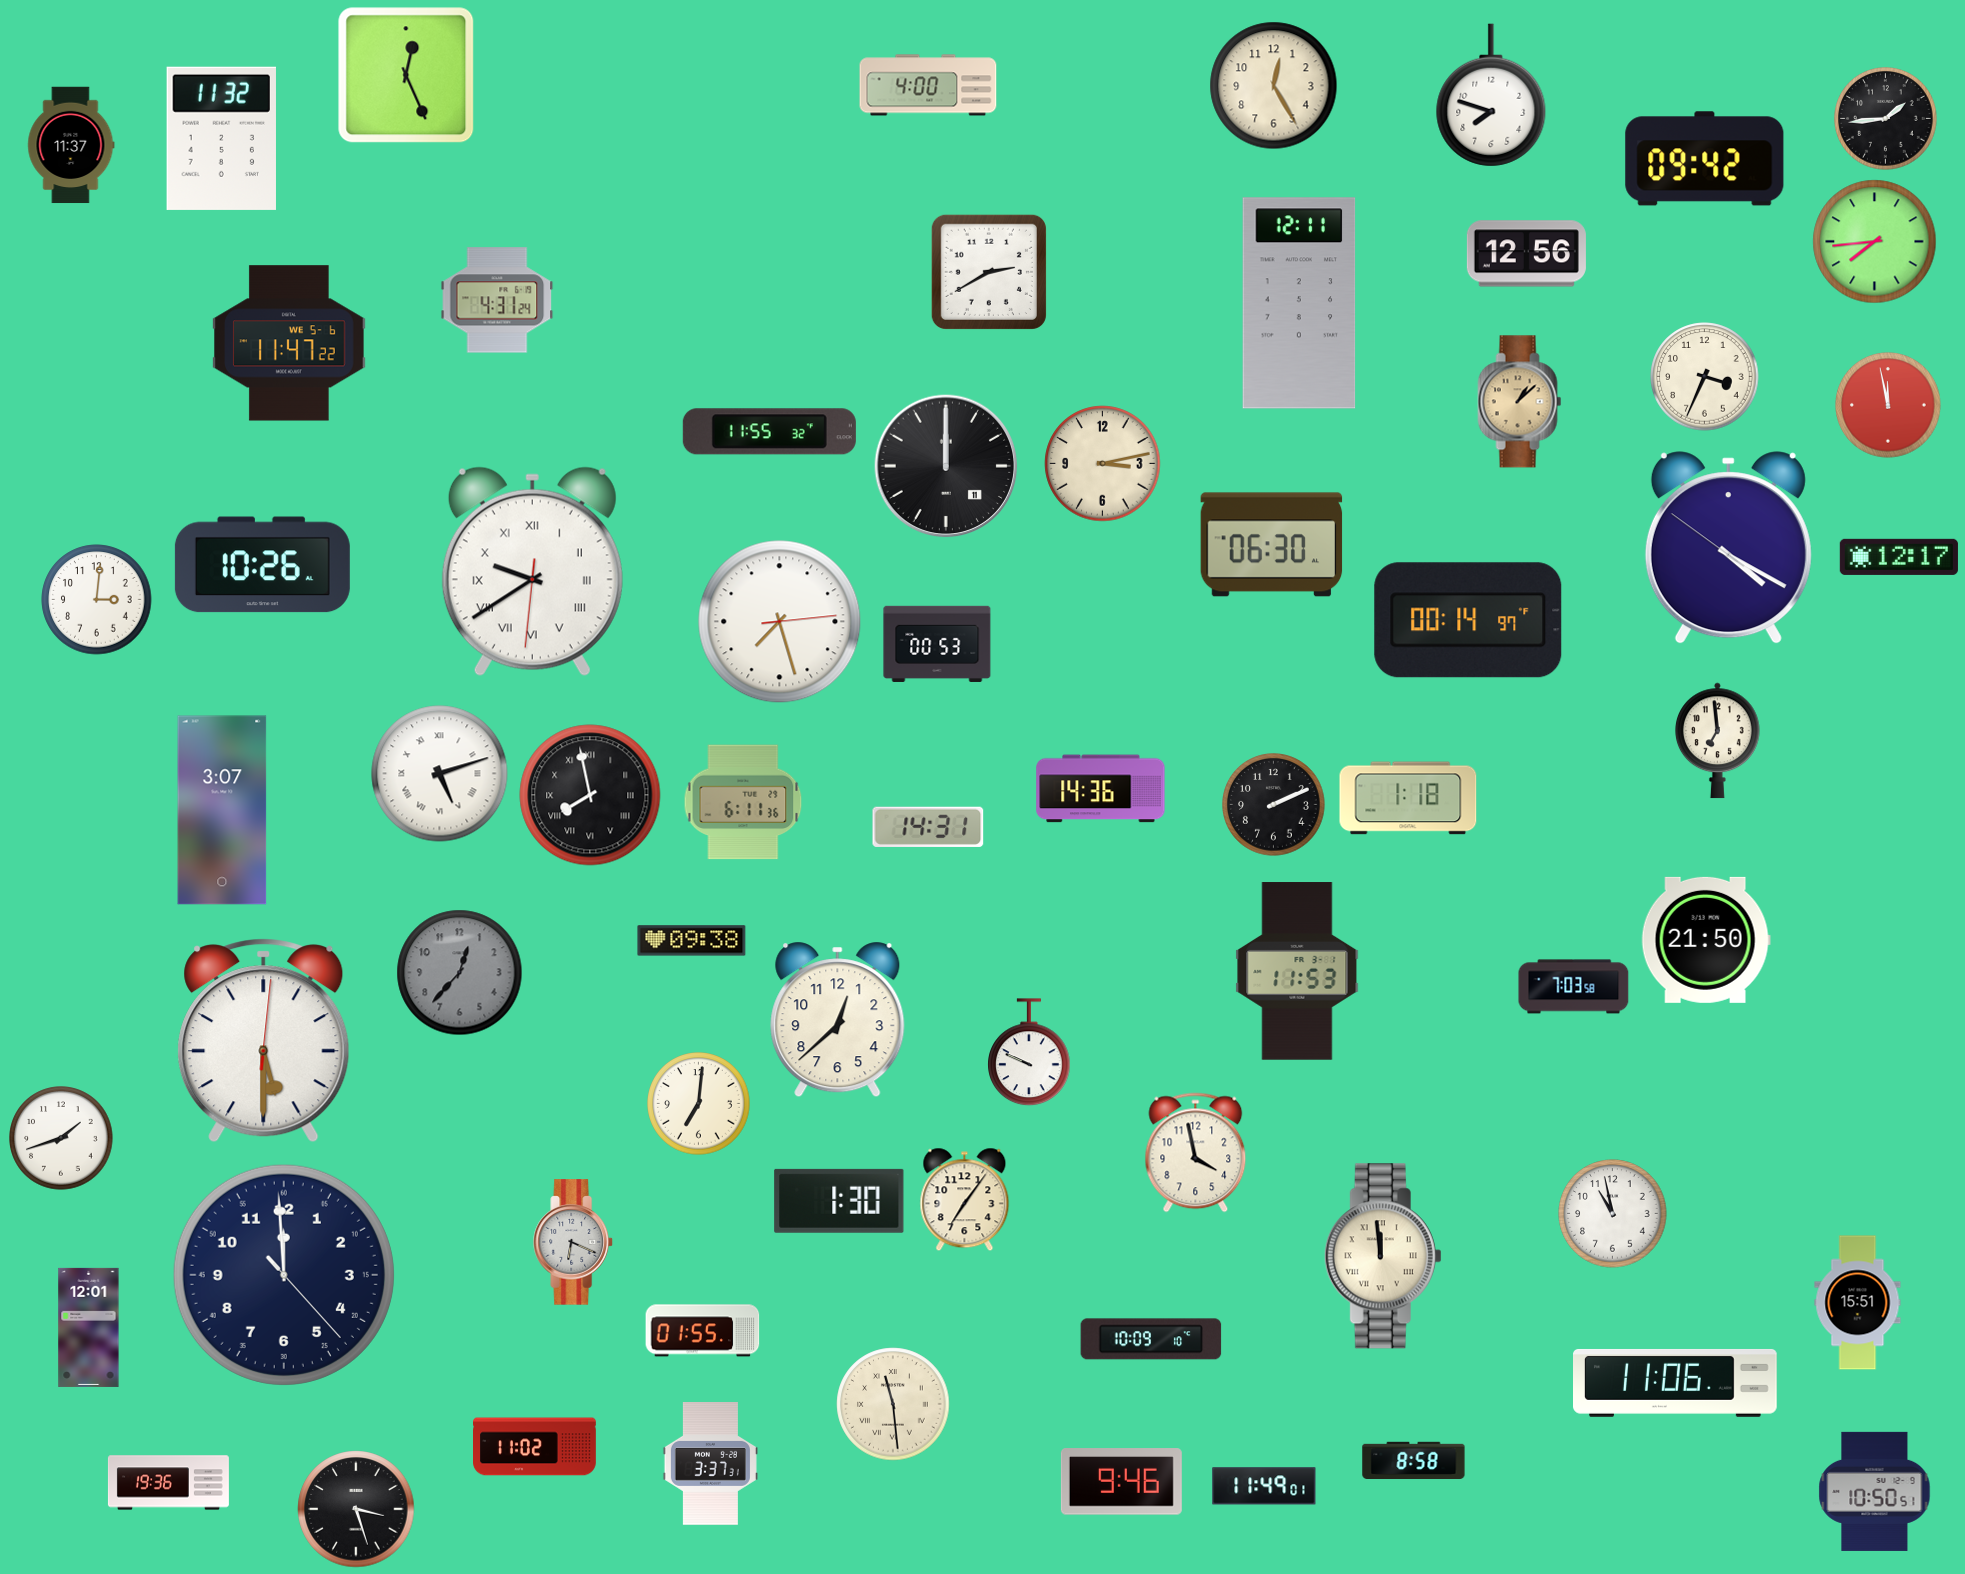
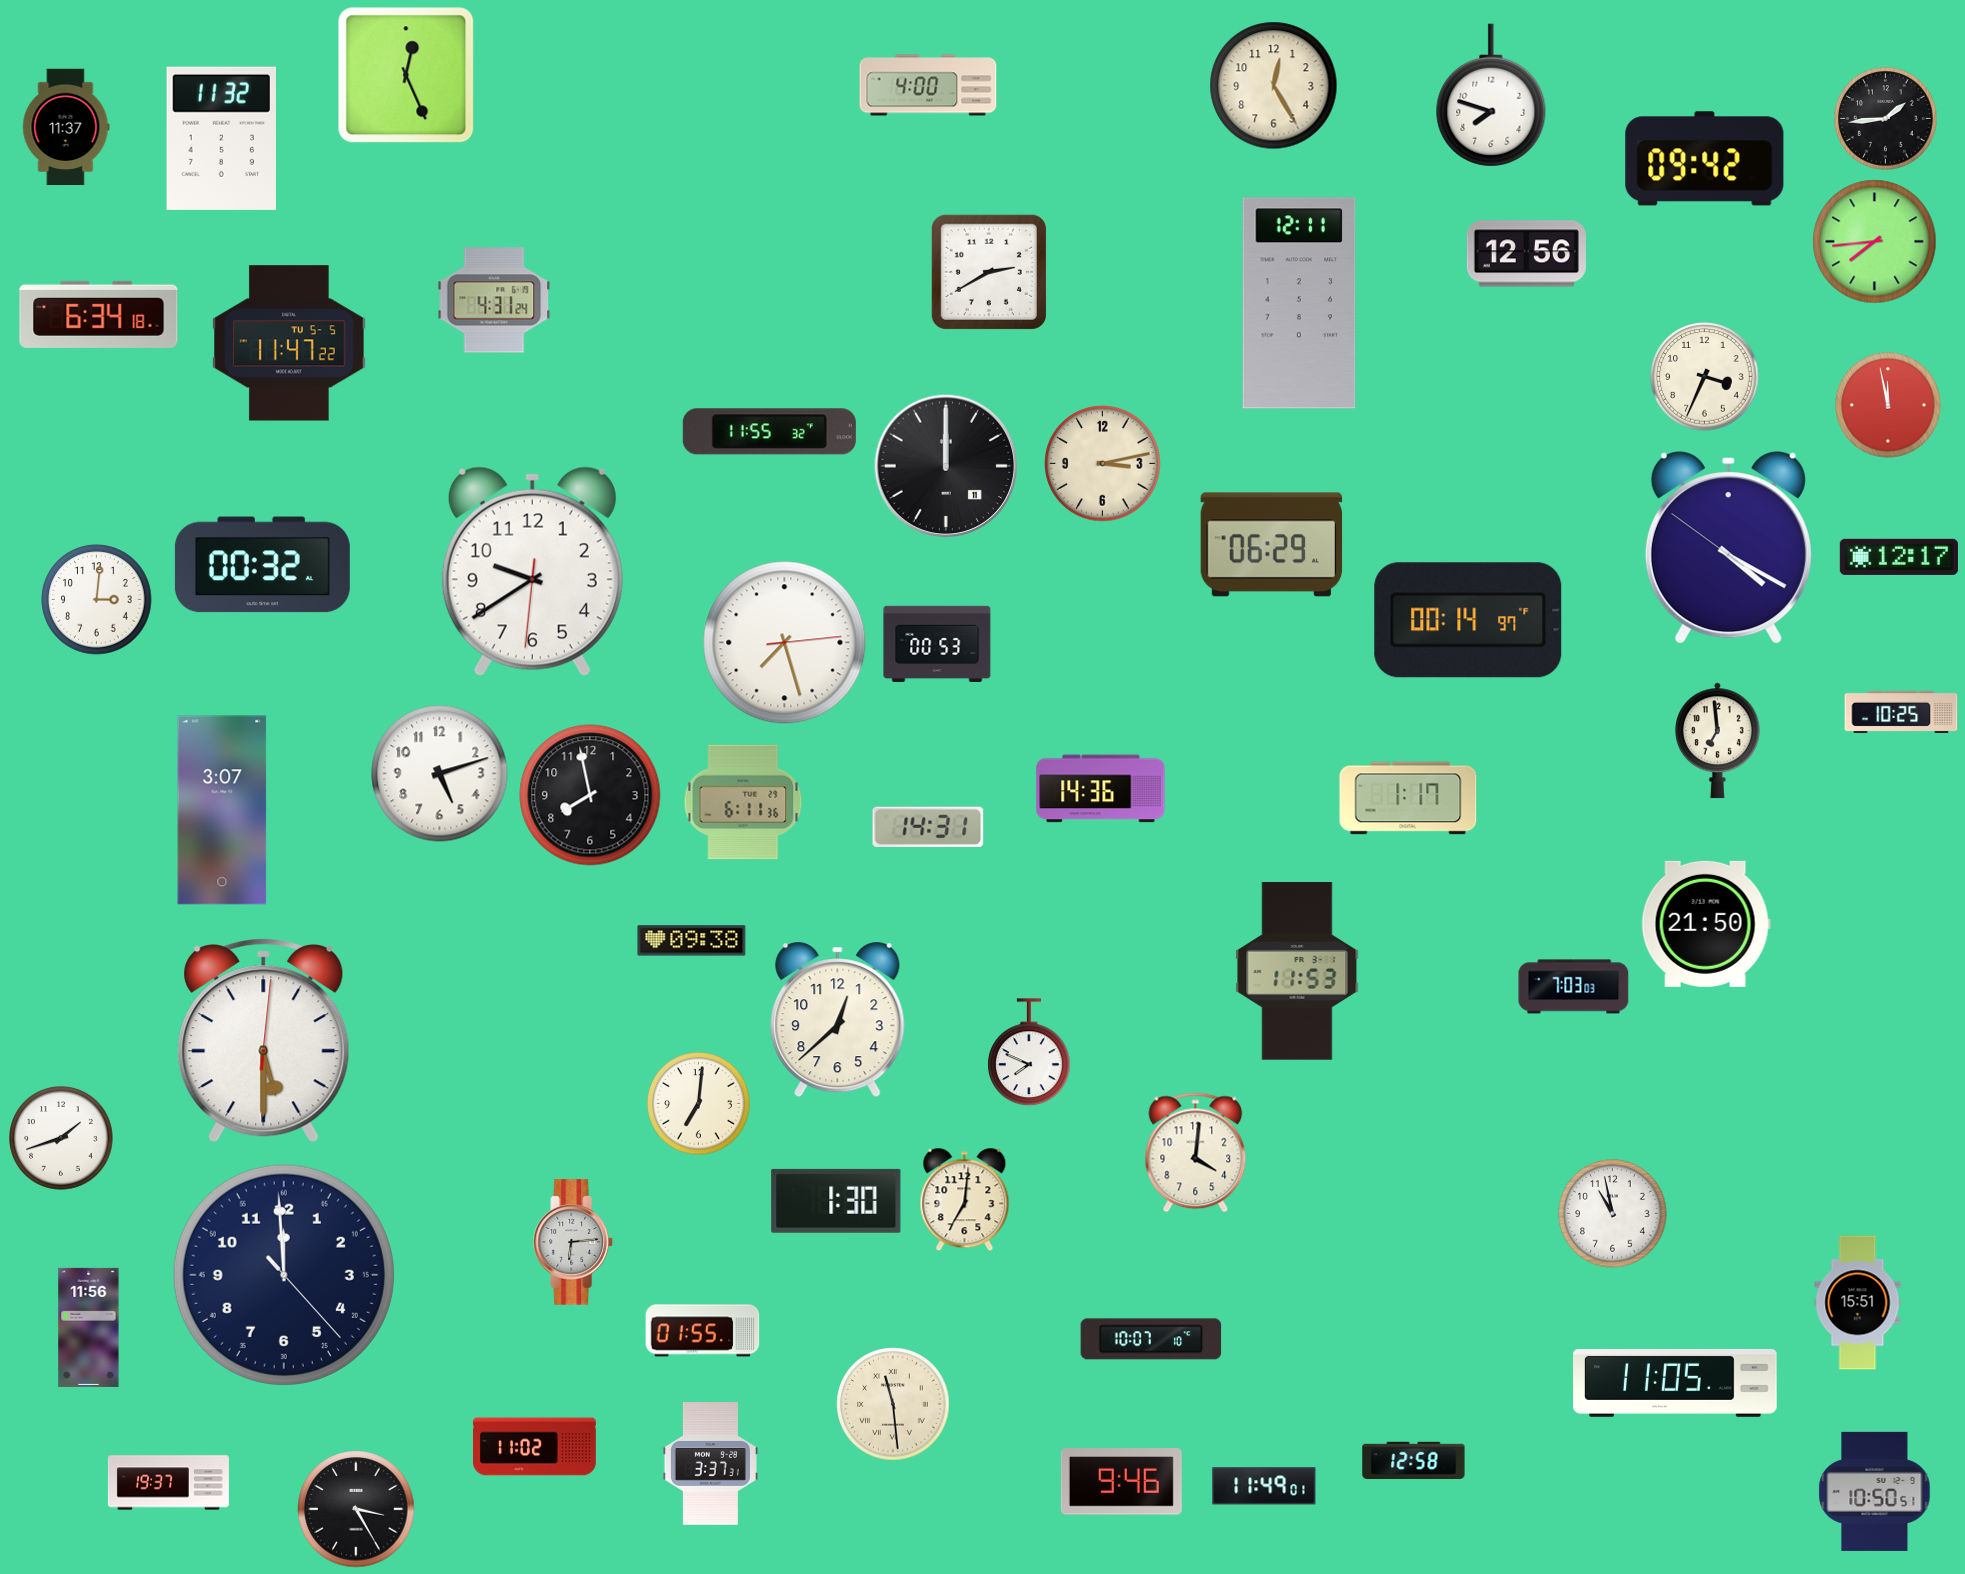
clock at (71, 145) position: (71, 145) -> (66, 127)
clock at (497, 300) position: (497, 300) -> (494, 300)
clock at (99, 314): none -> 6:34
clock at (289, 343) date: WE 5-6 -> TU 5-5
clock at (1520, 402): 1:08 -> none
clock at (1272, 545): 06:30 -> 06:29
clock at (262, 565): 10:26 -> 00:32
clock at (532, 572) numerals: Roman -> Arabic
clock at (780, 622) position: (780, 622) -> (785, 643)
clock at (1901, 712): none -> 10:25
clock at (440, 774) numerals: Roman -> Arabic
clock at (590, 795) numerals: Roman -> Arabic
clock at (1408, 798): 1:18 -> 1:17
clock at (1274, 805): 2:11 -> none
clock at (1706, 940) position: (1706, 940) -> (1706, 924)
clock at (460, 973): 12:37 -> none
clock at (1574, 987): 7:03:58 -> 7:03:03
clock at (1029, 1053): 9:49 -> 7:49
clock at (1196, 1153): 3:58 -> 4:01
clock at (965, 1200): 7:06 -> 7:01
clock at (839, 1201) position: (839, 1201) -> (836, 1201)
clock at (574, 1242): 6:19 -> 6:14
clock at (1383, 1256): 11:59 -> none
clock at (89, 1327): 12:01 -> 11:56
clock at (1151, 1339): 10:09 -> 10:07
clock at (1676, 1383): 11:06 -> 11:05
clock at (1414, 1460): 8:58 -> 12:58
clock at (168, 1483): 19:36 -> 19:37
clock at (356, 1509): 3:27 -> 3:25
